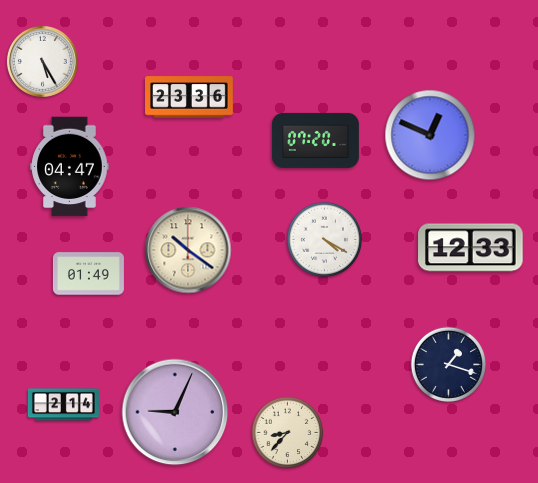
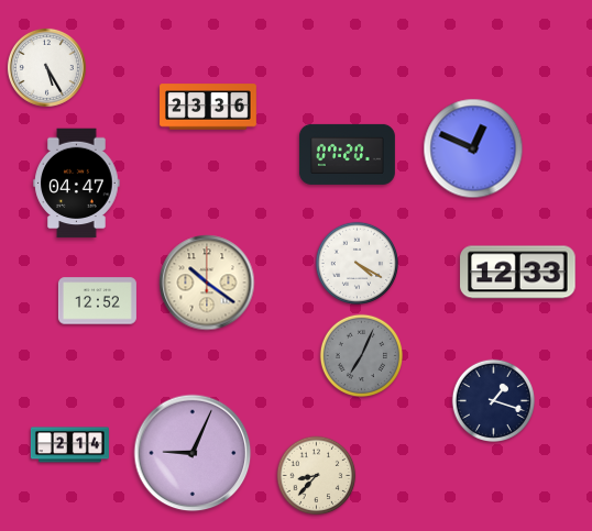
clock at (188, 250) position: (188, 250) -> (207, 283)
clock at (88, 274): 01:49 -> 12:52
clock at (361, 355): none -> 7:04
